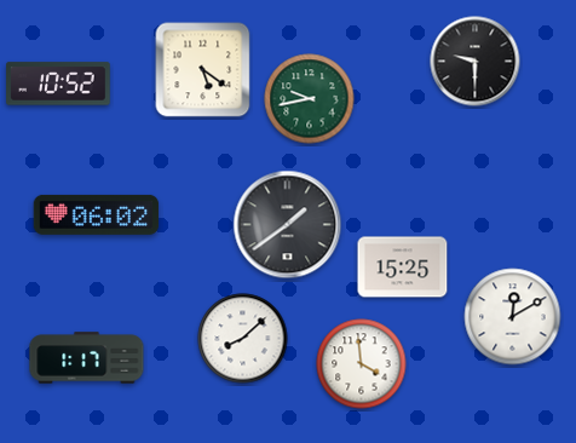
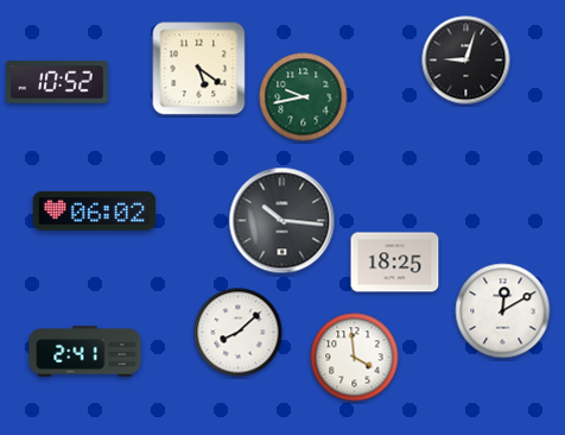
clock at (476, 62): 9:30 -> 9:03
clock at (288, 225): 1:39 -> 10:16
clock at (403, 267): 15:25 -> 18:25
clock at (87, 358): 1:17 -> 2:41
